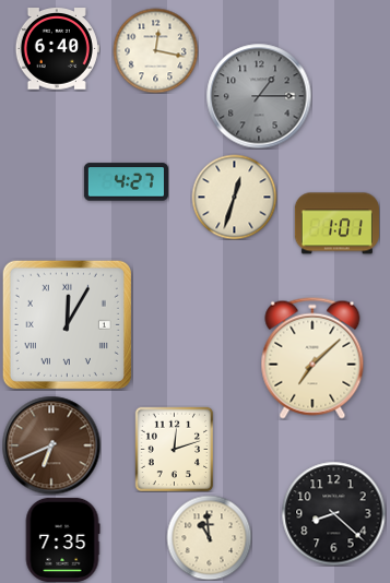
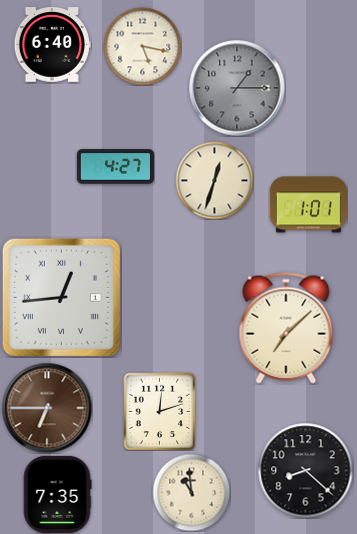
clock at (155, 50): 12:17 -> 5:17
clock at (67, 324): 12:05 -> 12:44
clock at (51, 445): 6:41 -> 6:45
